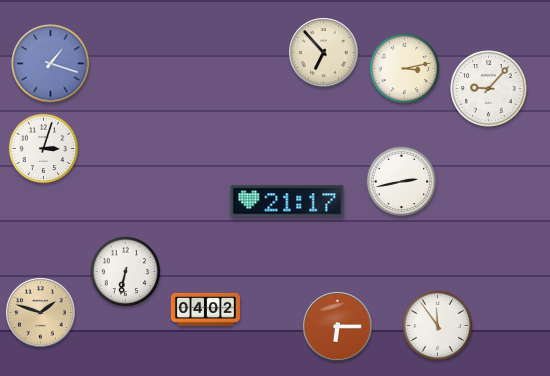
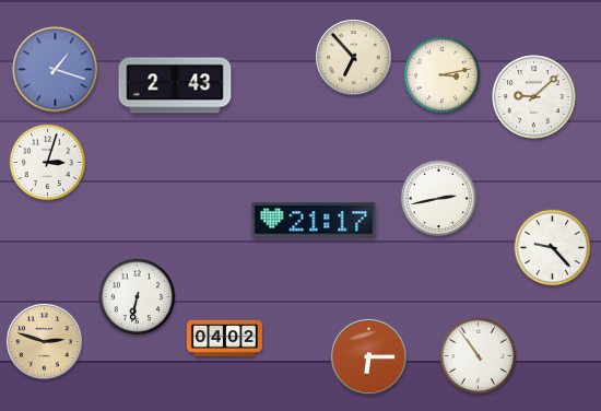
clock at (175, 85): none -> 2:43
clock at (489, 89): 9:07 -> 9:08
clock at (553, 248): none -> 9:23
clock at (41, 313): 1:48 -> 2:48
clock at (438, 326): 11:54 -> 10:54
